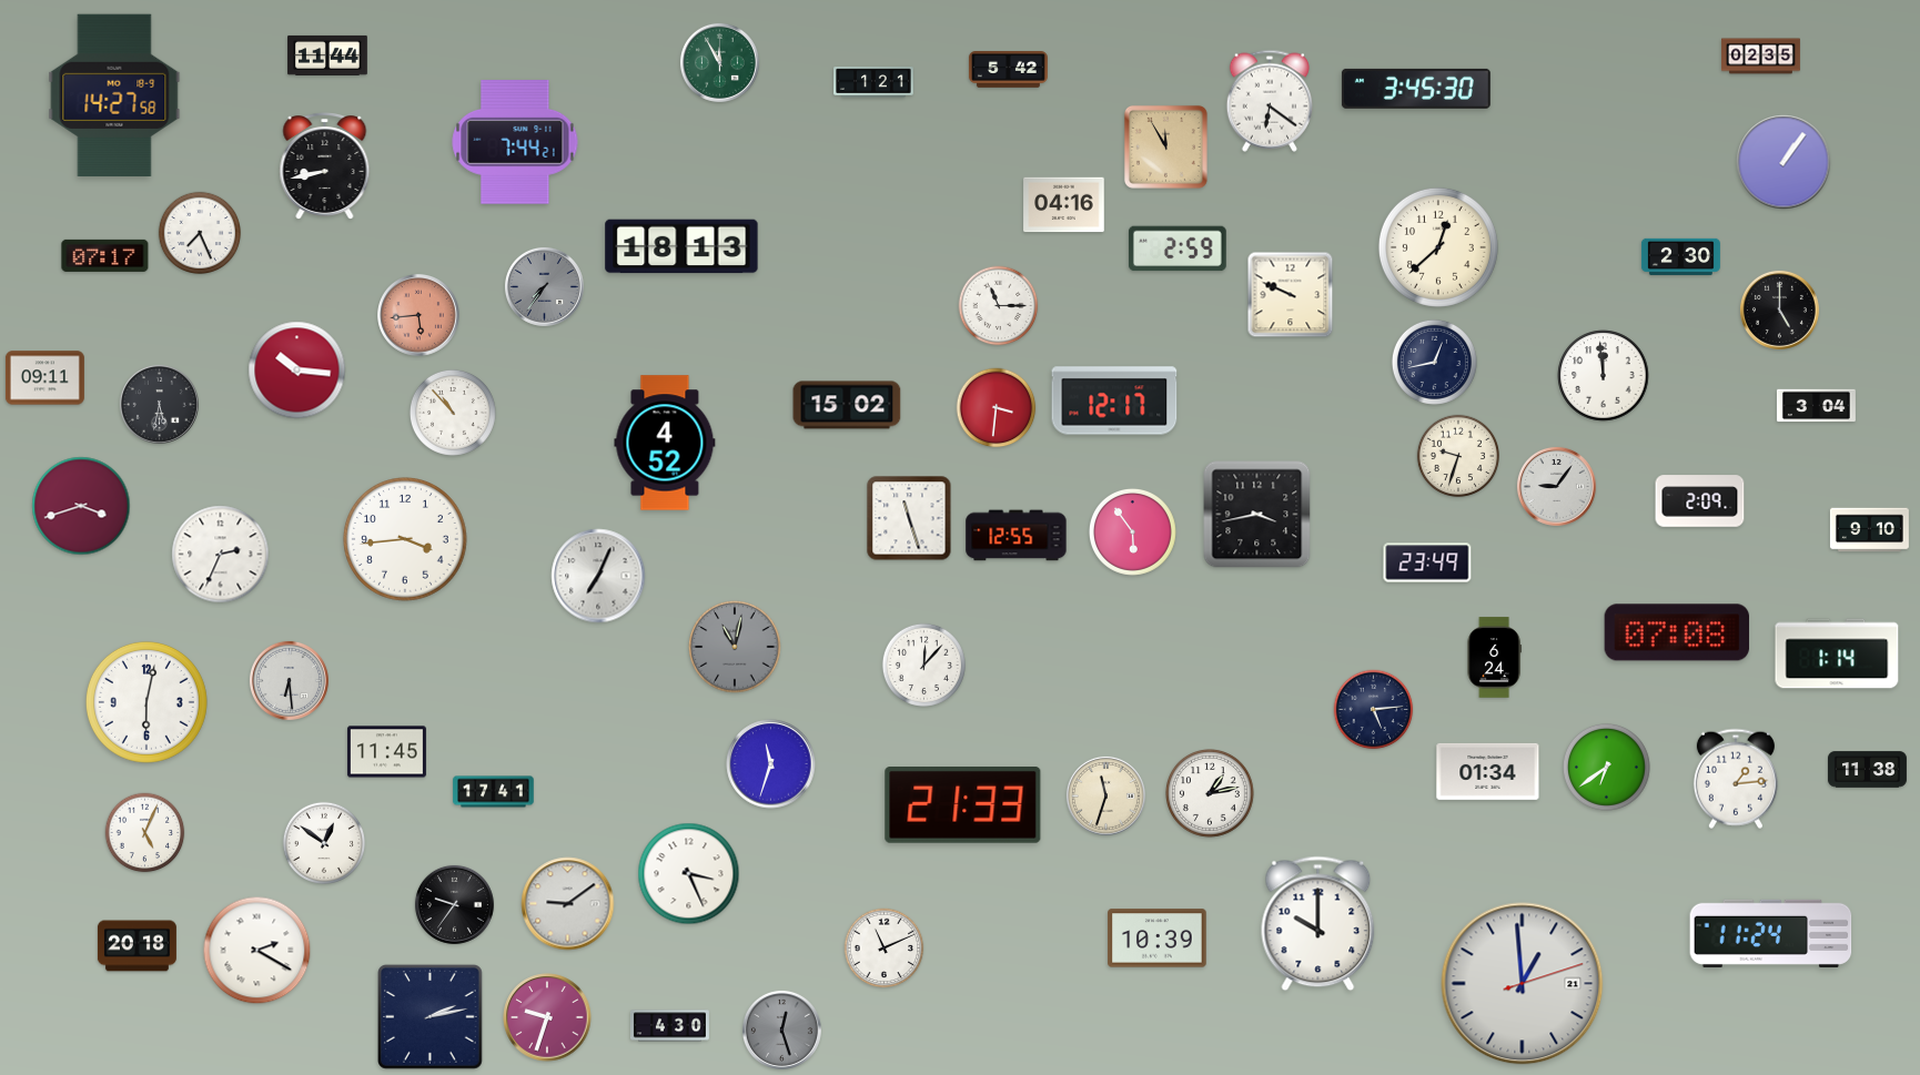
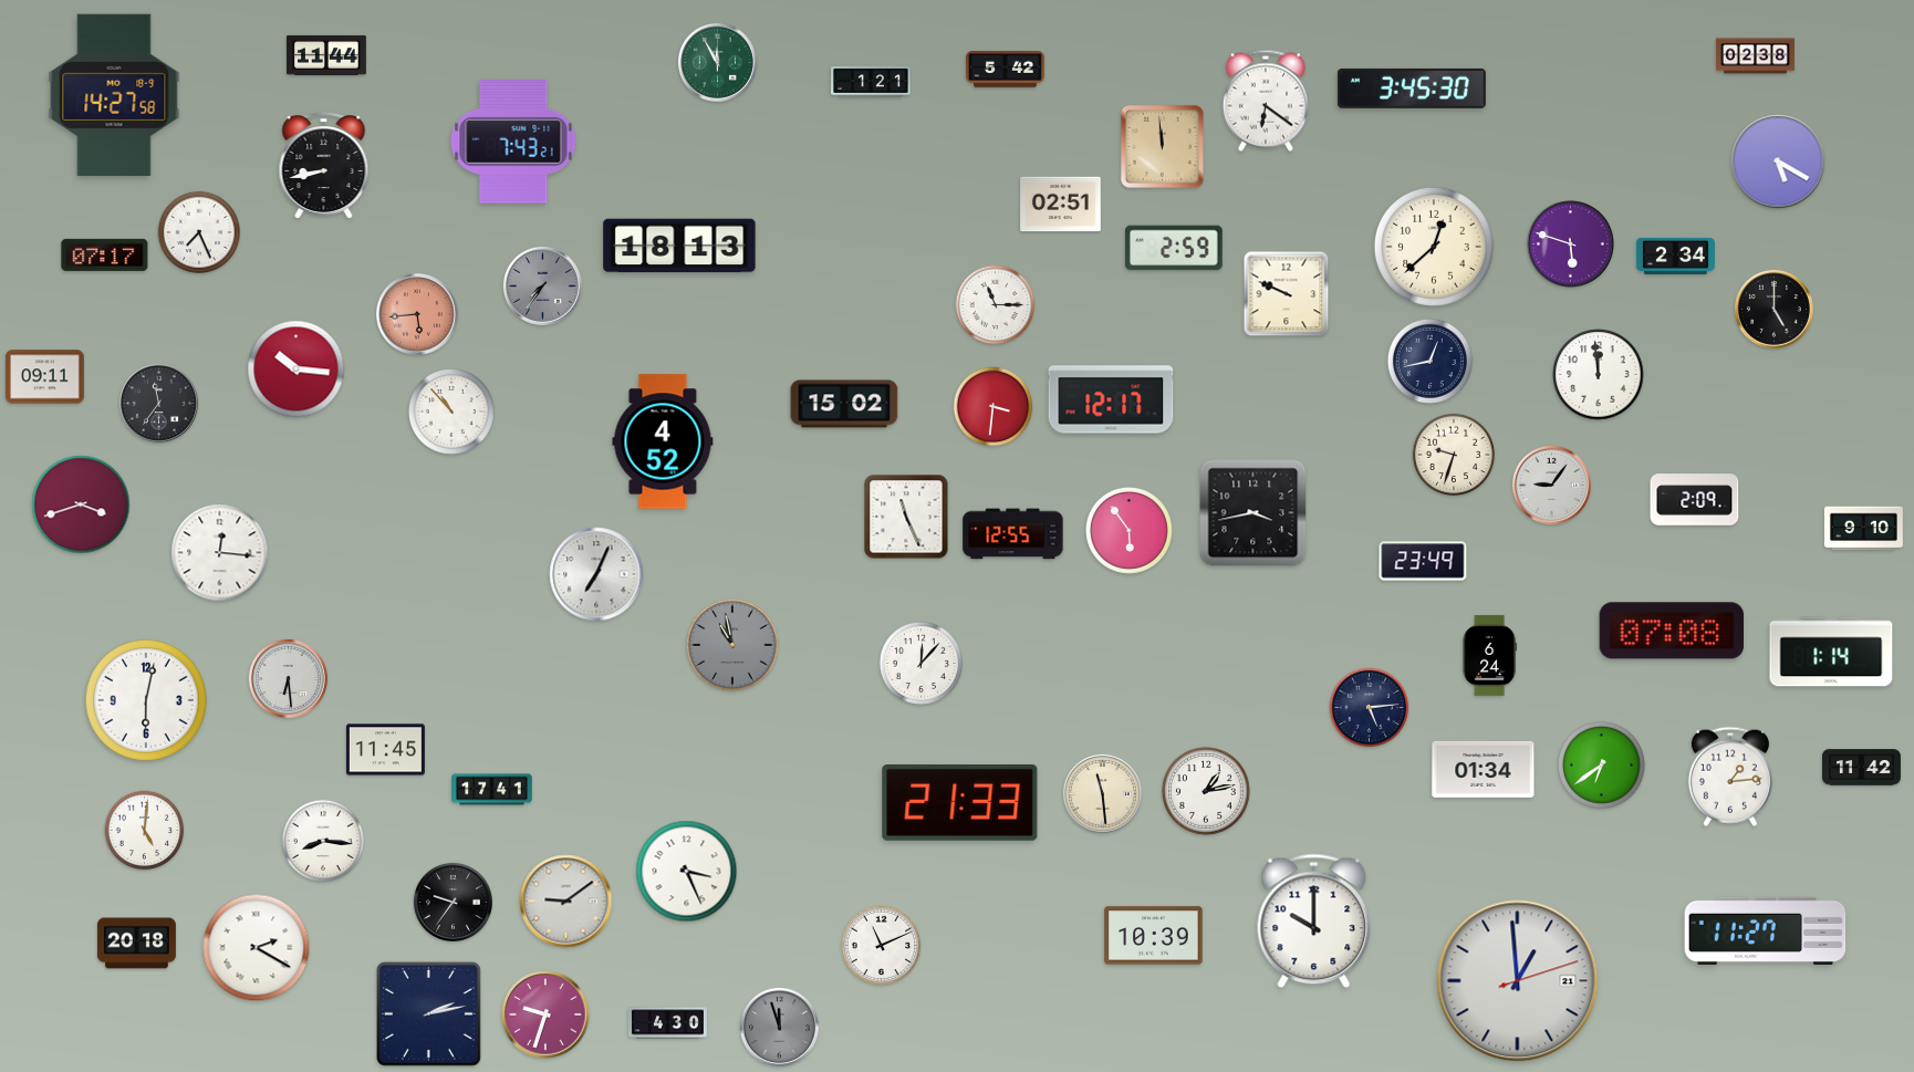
clock at (1760, 57): 02:35 -> 02:38
clock at (515, 143): 7:44 -> 7:43
clock at (1165, 146): 11:55 -> 11:59
clock at (1783, 162): 1:06 -> 5:20
clock at (1064, 205): 04:16 -> 02:51
clock at (1571, 244): none -> 5:48
clock at (1680, 256): 2:30 -> 2:34
clock at (159, 404): 5:32 -> 11:36
clock at (1816, 406): 3:04 -> none
clock at (909, 518): 11:27 -> 11:26
clock at (406, 540): 3:44 -> none
clock at (221, 555): 2:34 -> 12:16
clock at (735, 647): 11:02 -> 10:58
clock at (771, 764): 11:33 -> none
clock at (1867, 770): 11:38 -> 11:42
clock at (1105, 795): 11:33 -> 11:29
clock at (145, 833): 5:04 -> 5:01
clock at (323, 842): 12:51 -> 8:16
clock at (1771, 933): 11:24 -> 11:27
clock at (781, 1030): 12:27 -> 11:57
